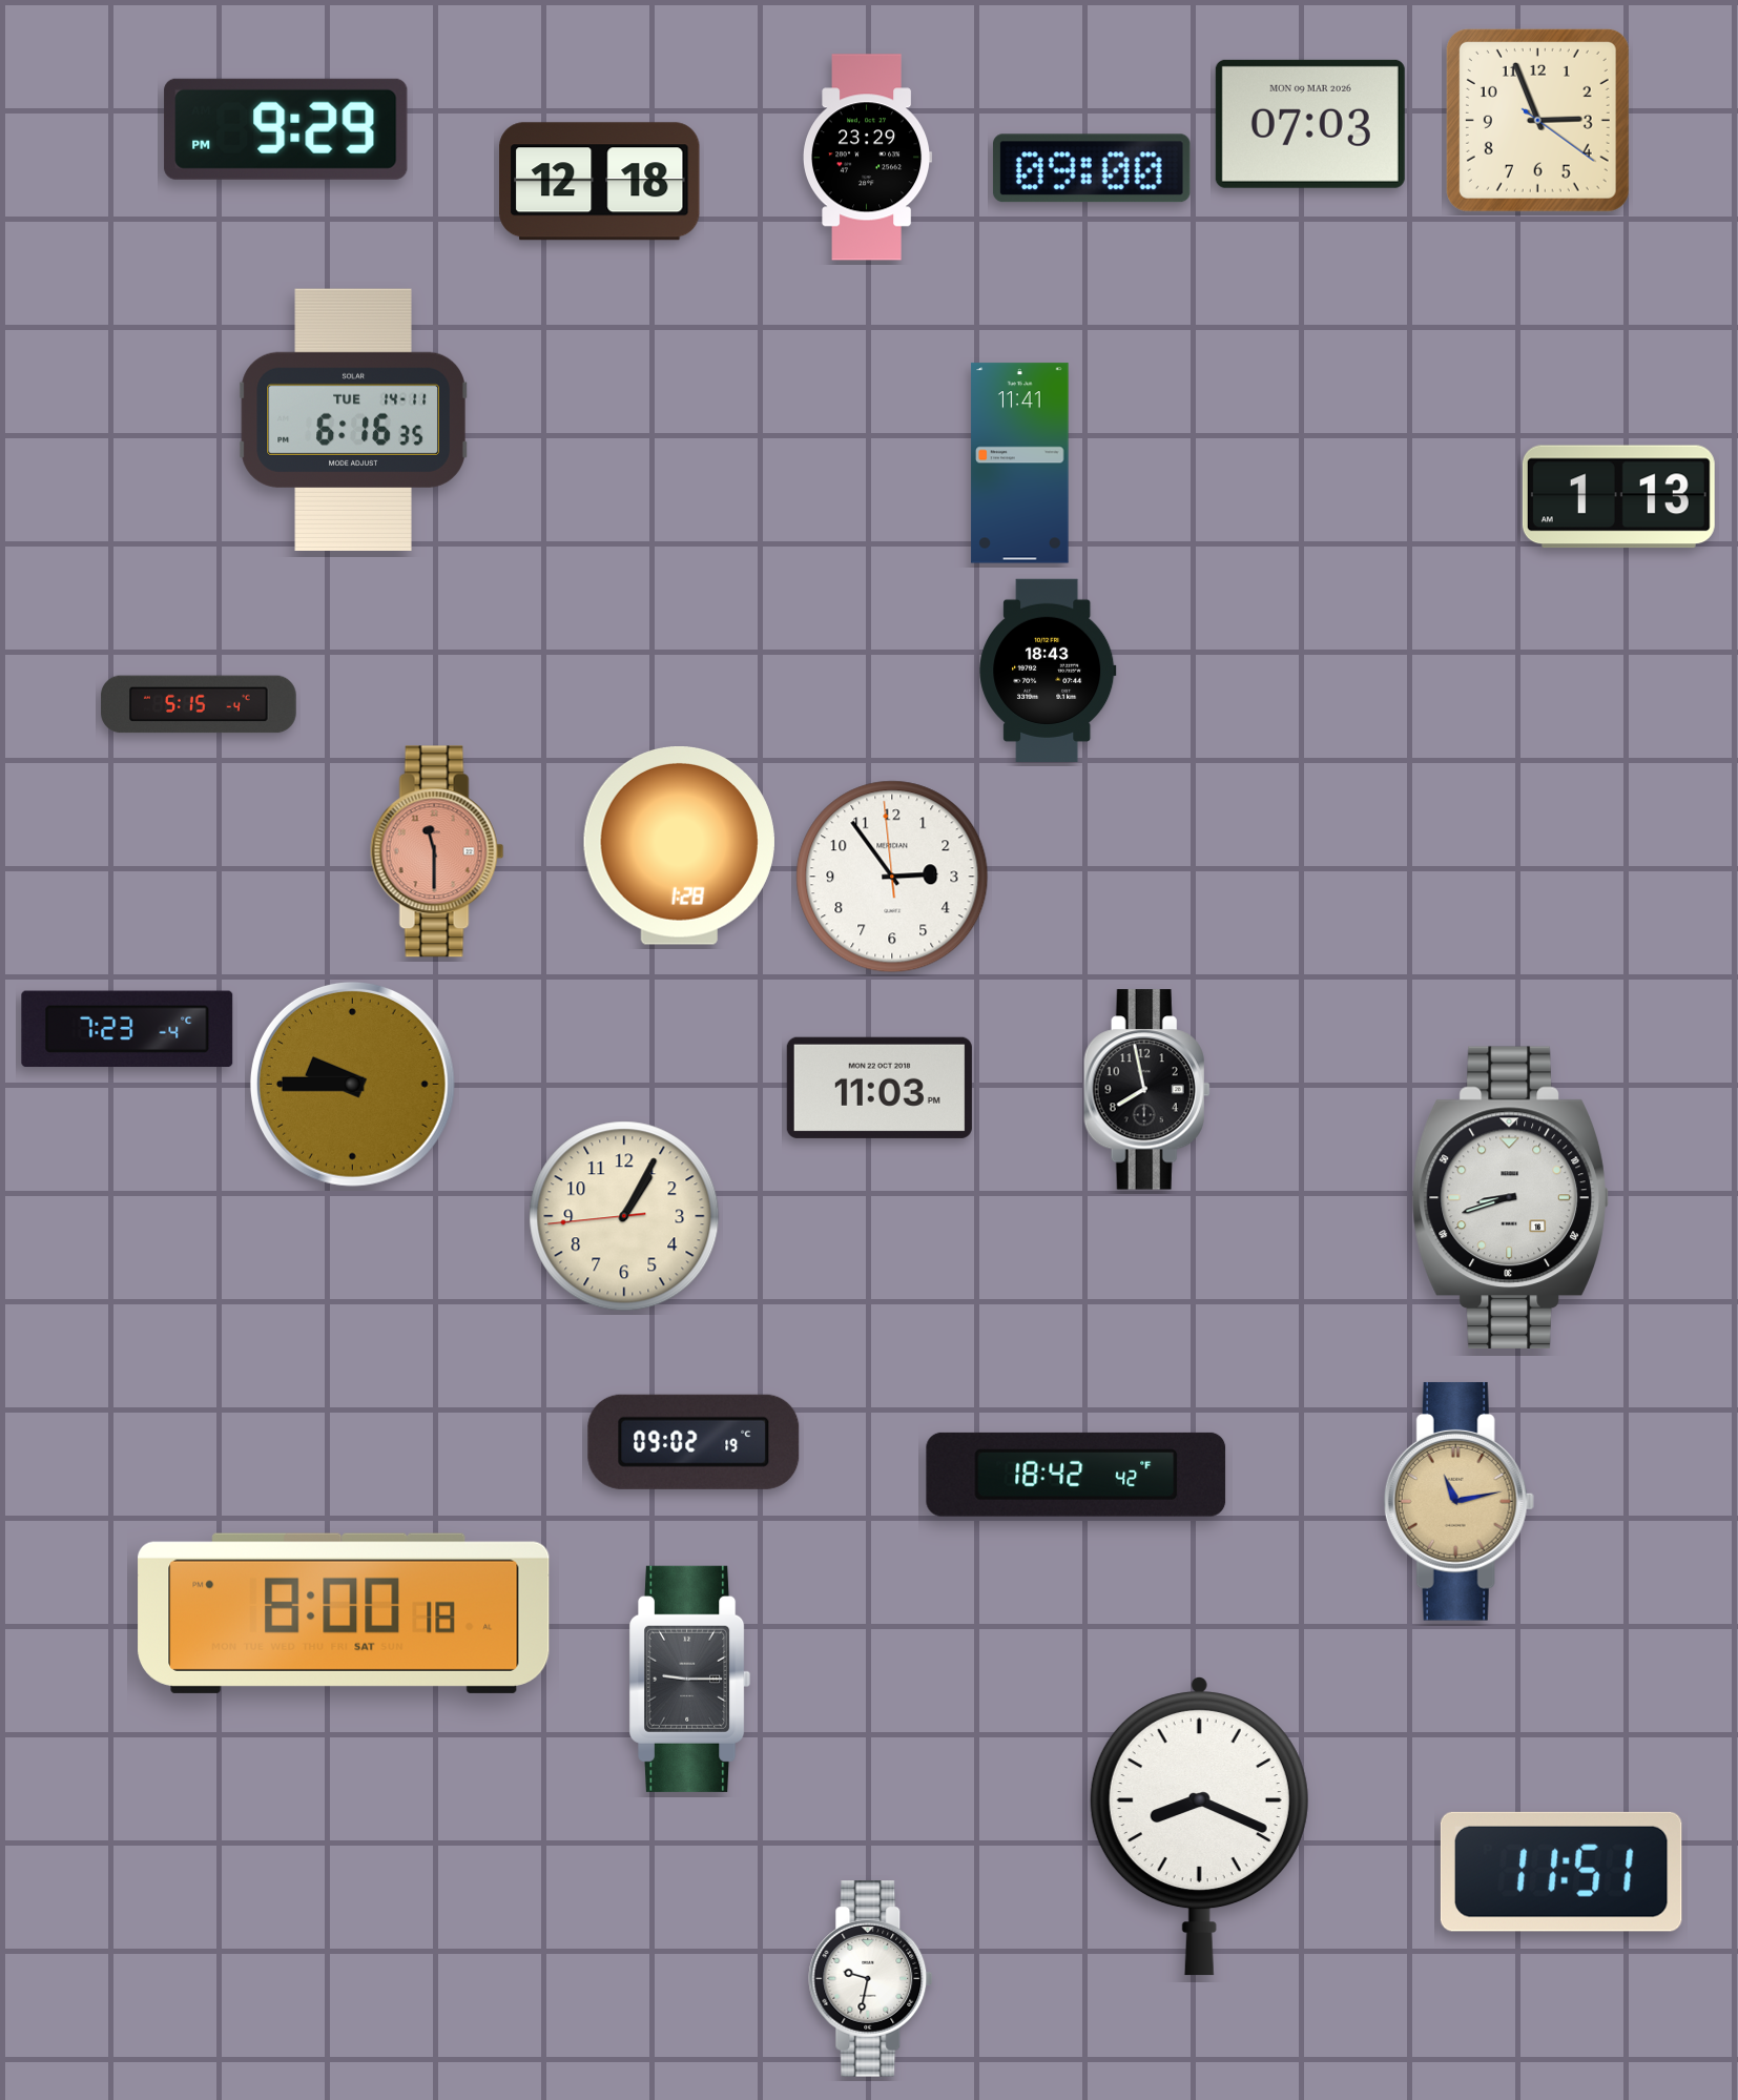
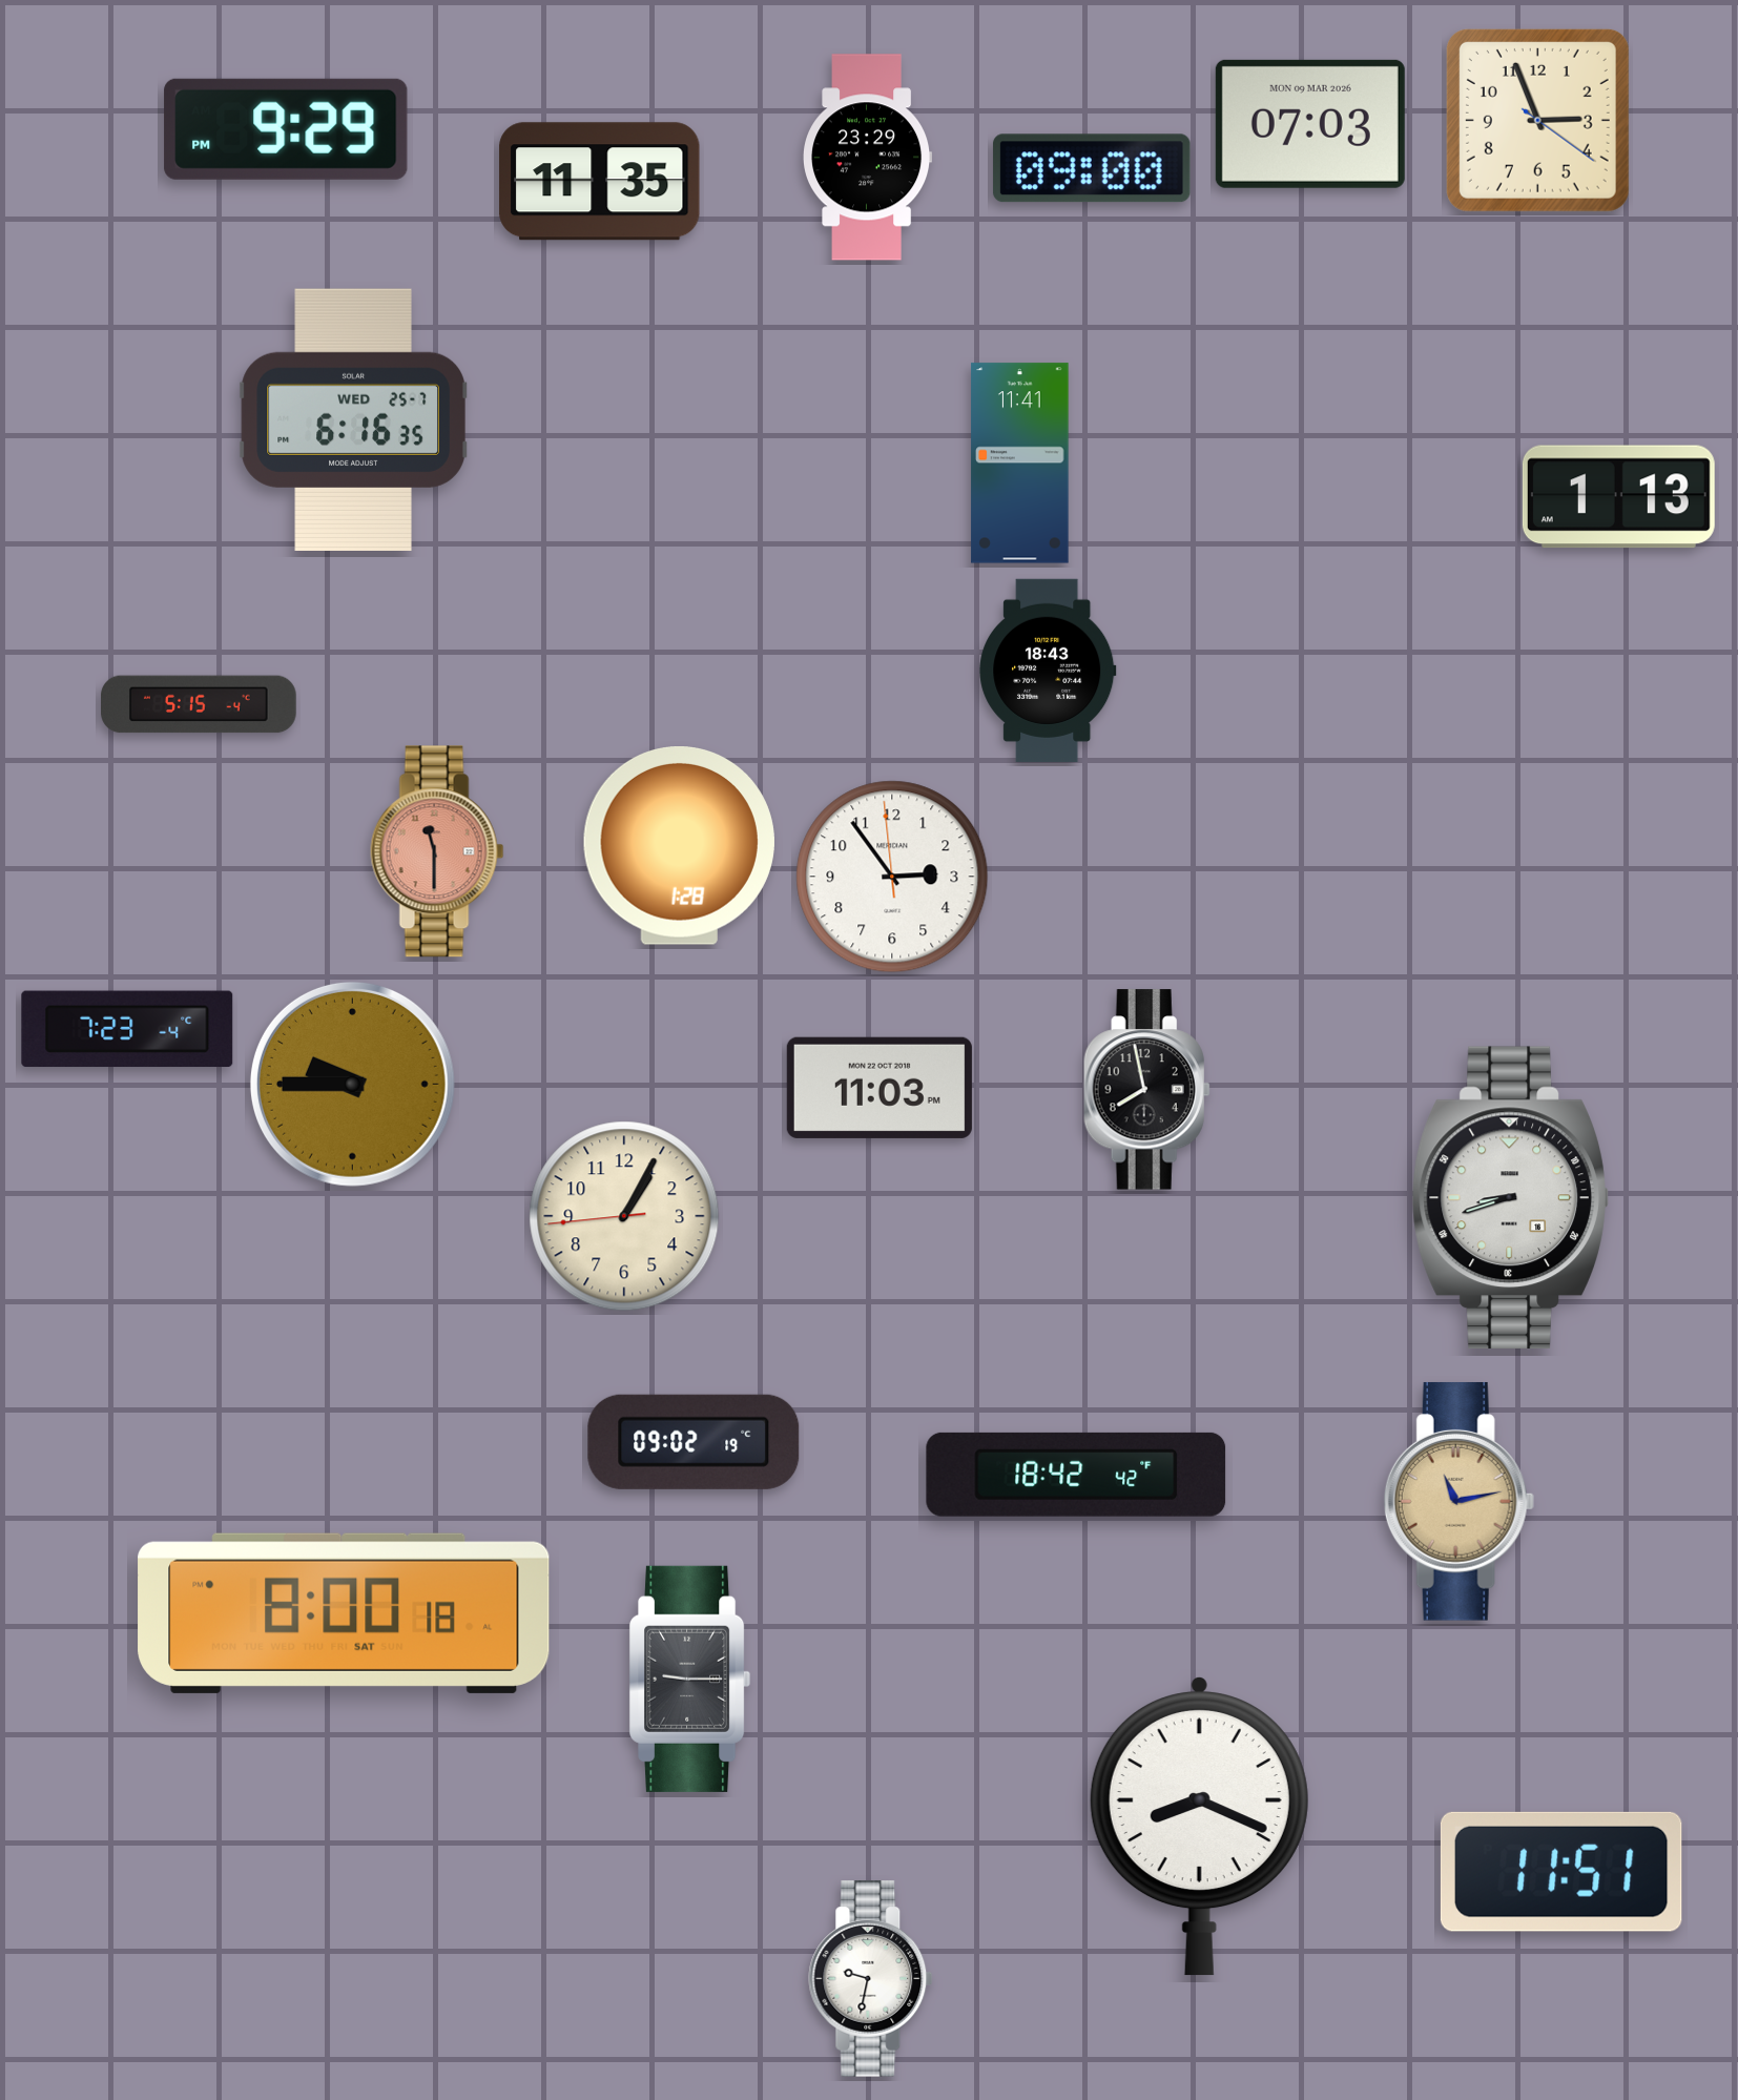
clock at (600, 182): 12:18 -> 11:35
clock at (353, 419) date: TUE 14-11 -> WED 25-7
